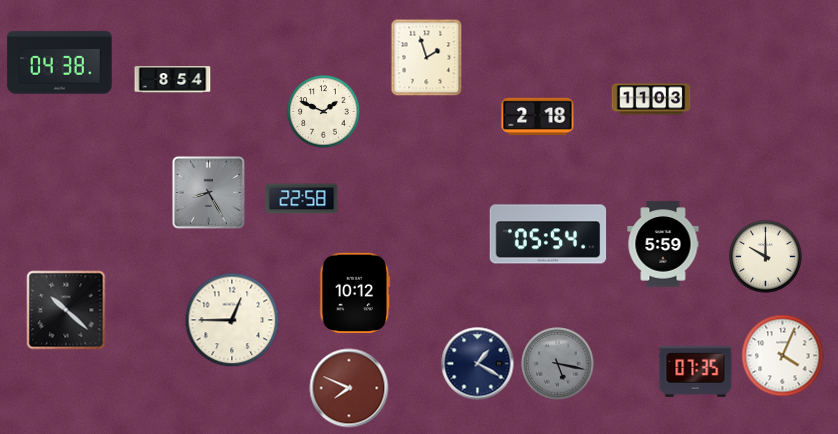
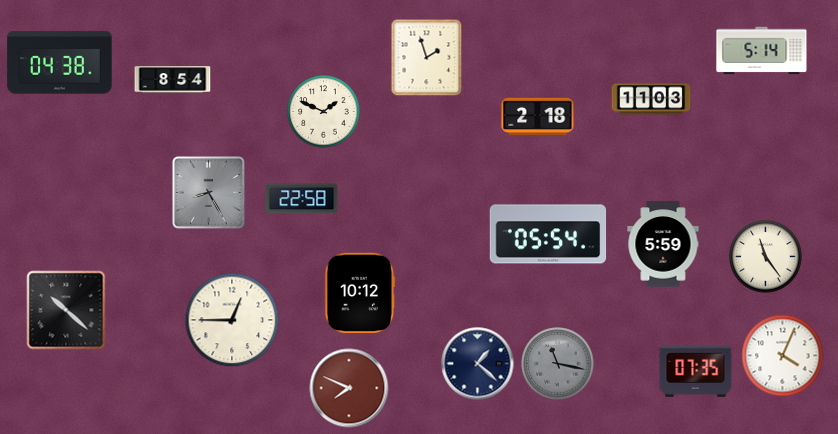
clock at (762, 51): none -> 5:14
clock at (766, 257): 10:00 -> 11:24
clock at (355, 292) position: (355, 292) -> (360, 292)
clock at (478, 364): 1:20 -> 1:22
clock at (558, 364): 5:17 -> 11:17
